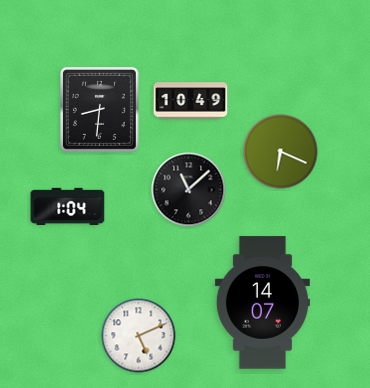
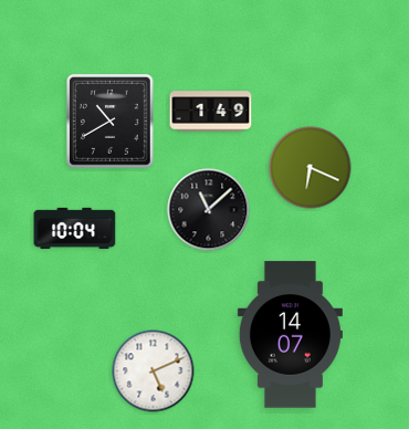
clock at (191, 101): 10:49 -> 1:49
clock at (99, 110): 8:31 -> 10:40
clock at (68, 206): 1:04 -> 10:04
